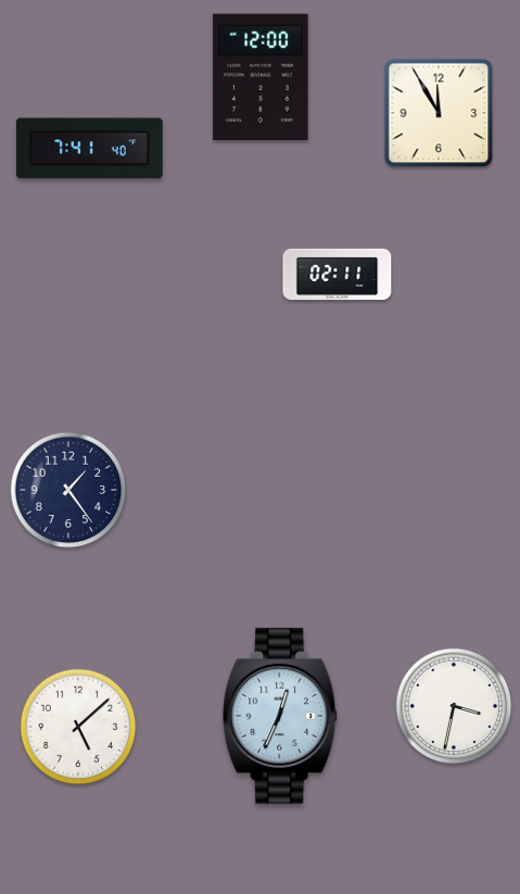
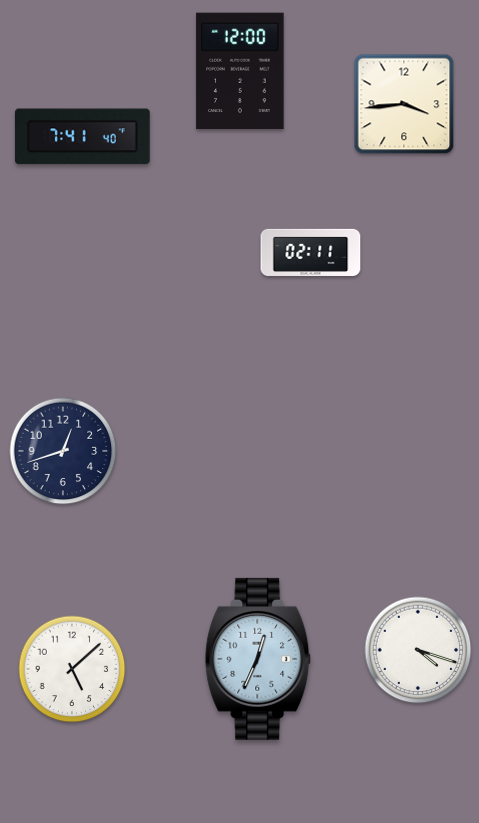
clock at (439, 113): 11:55 -> 3:44
clock at (68, 490): 1:24 -> 12:42
clock at (454, 706): 3:32 -> 4:18
